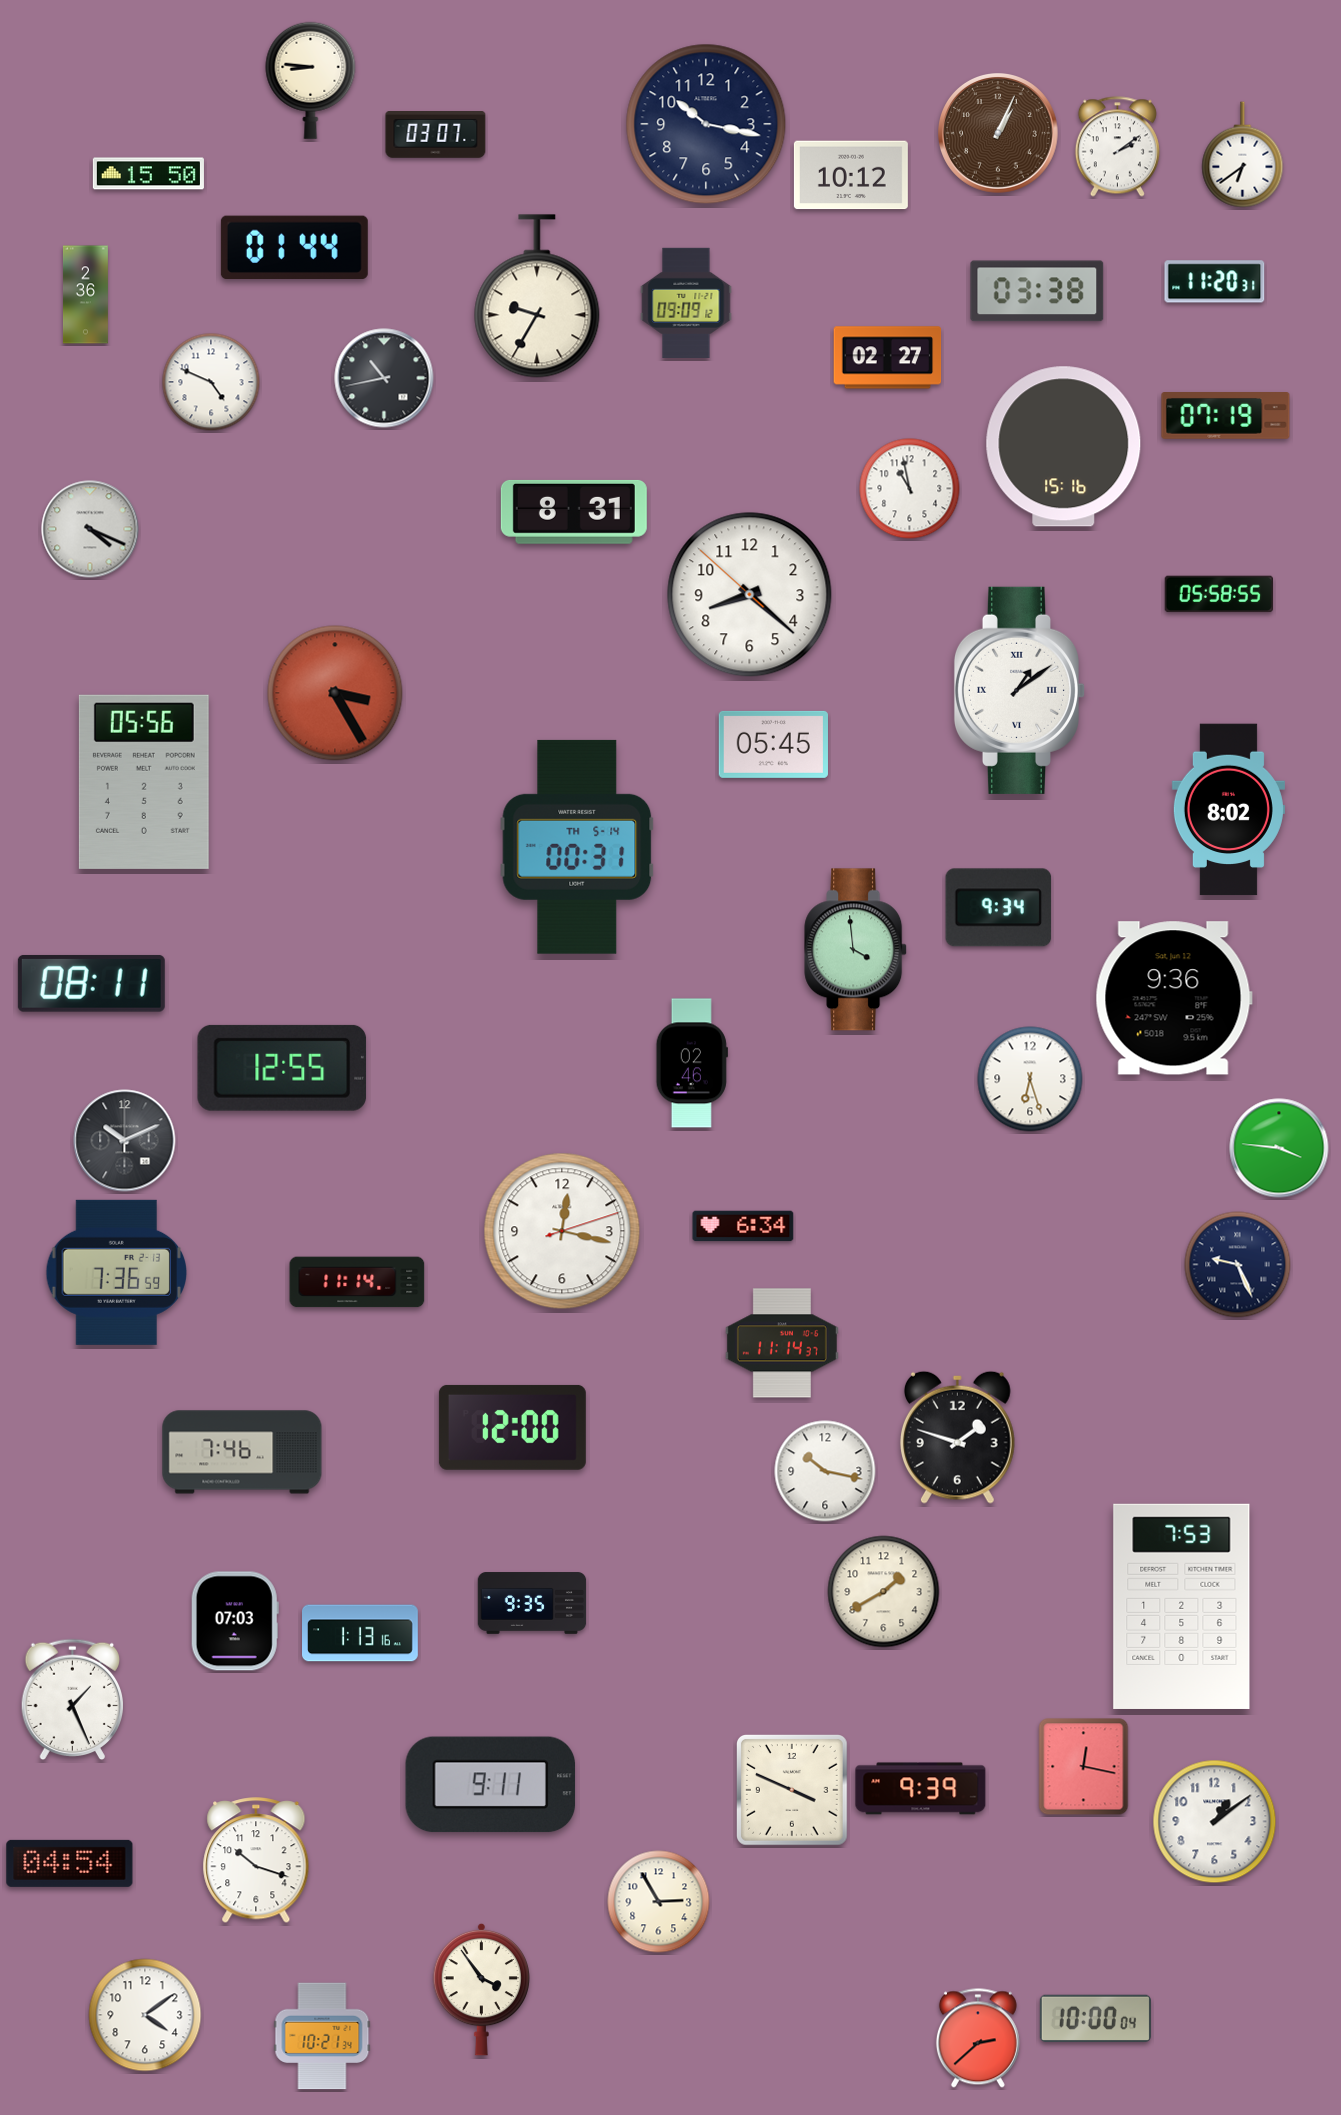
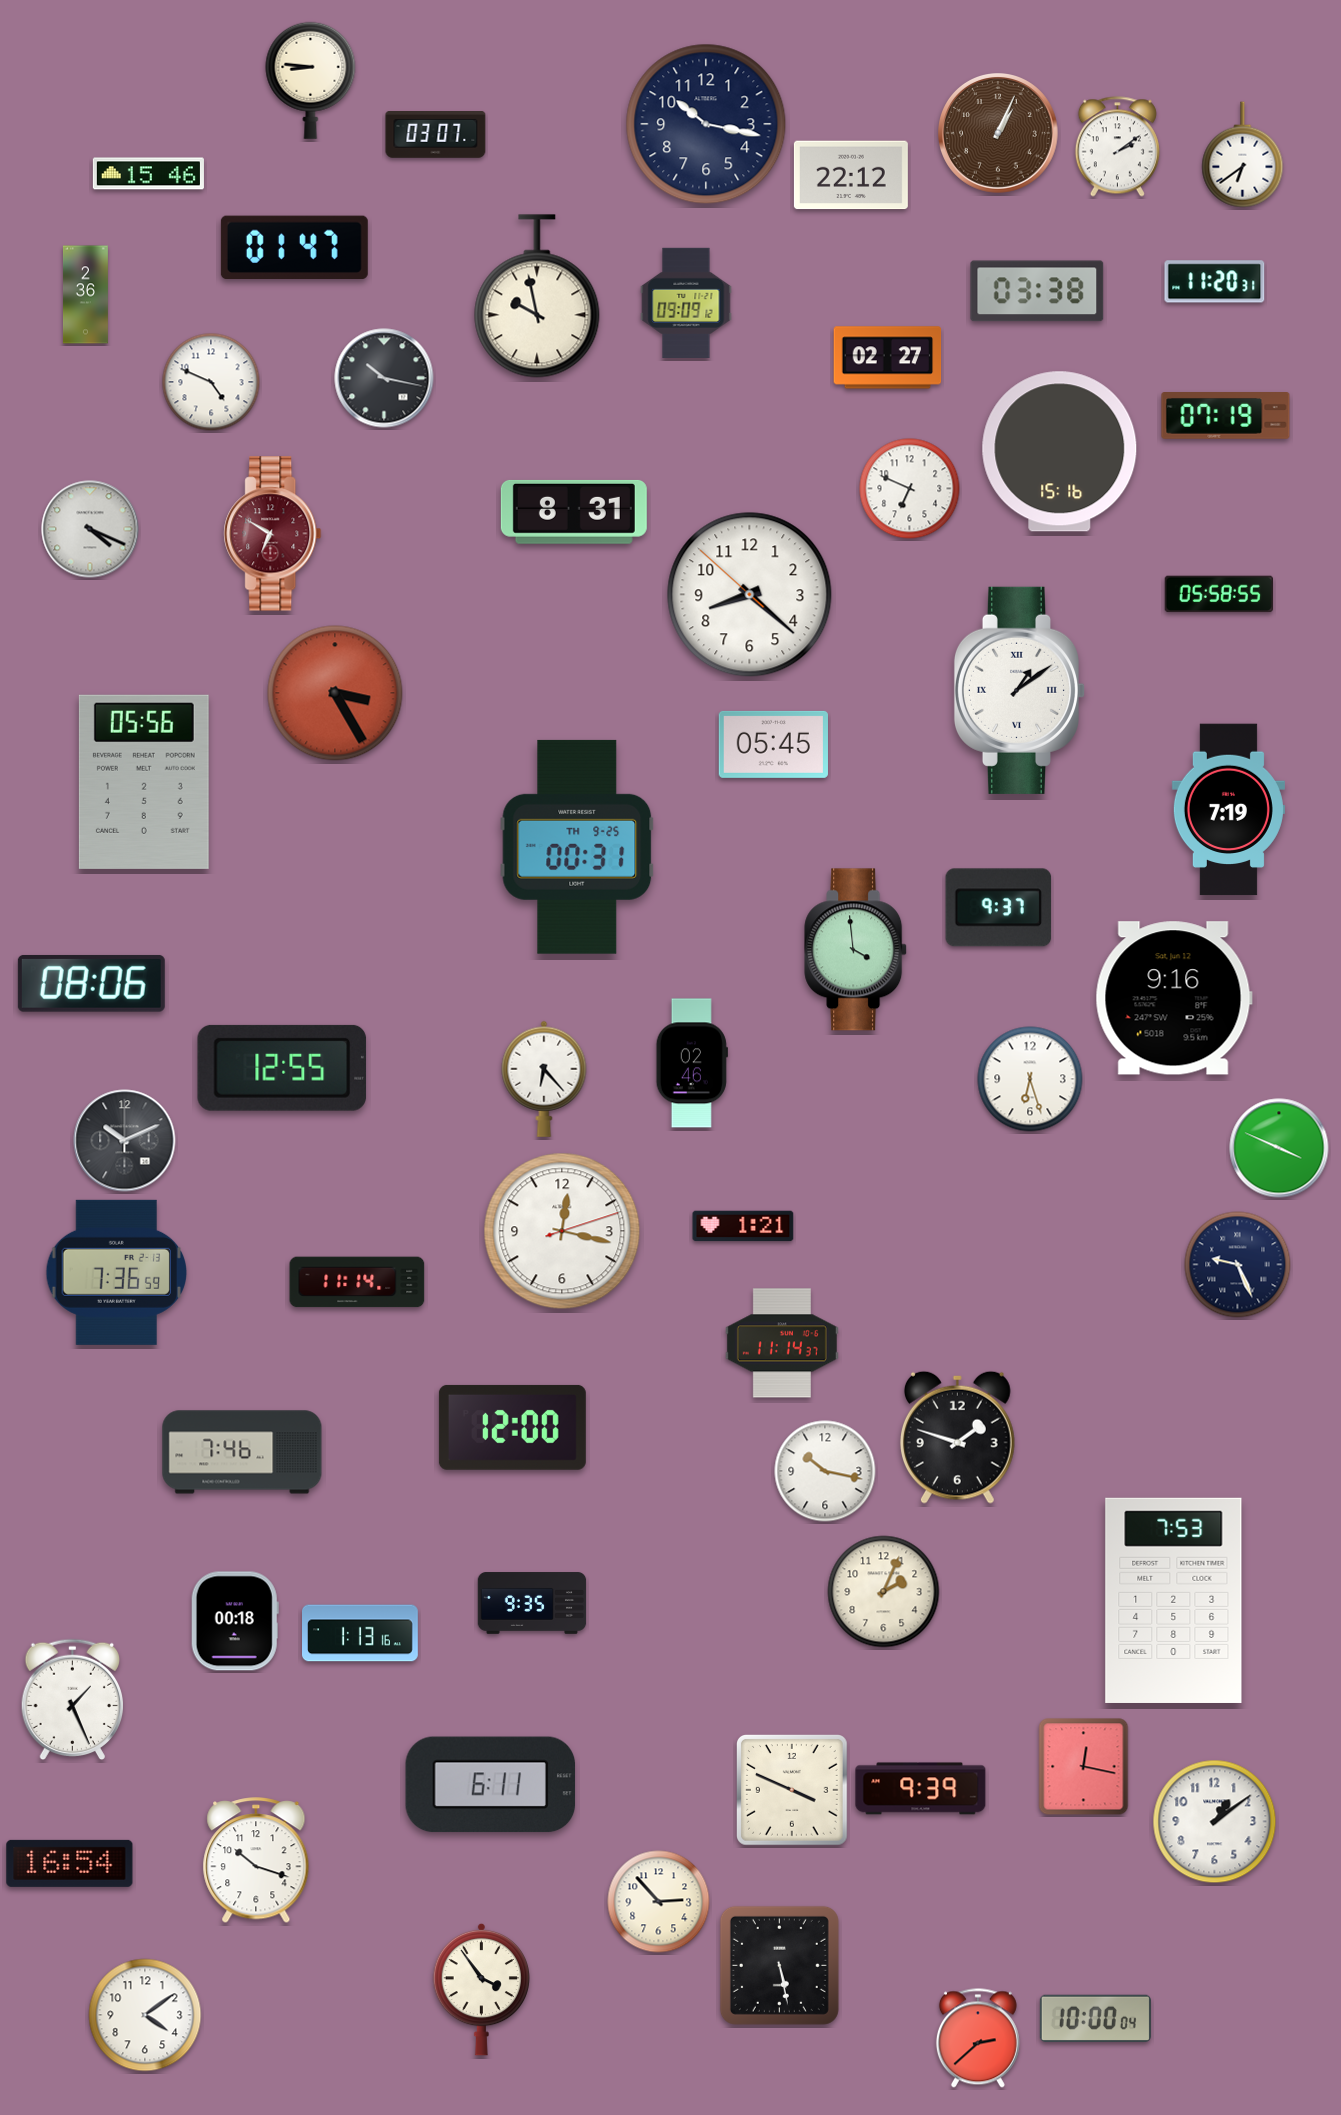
clock at (148, 174): 15:50 -> 15:46
clock at (851, 175): 10:12 -> 22:12
clock at (294, 247): 01:44 -> 01:47
clock at (537, 296): 9:35 -> 9:58
clock at (384, 378): 10:43 -> 10:17
clock at (1064, 447) position: (1064, 447) -> (1060, 452)
clock at (910, 489): 10:58 -> 6:49
clock at (273, 534): none -> 6:50
clock at (1228, 810): 8:02 -> 7:19
clock at (577, 847) date: TH 5-14 -> TH 9-25
clock at (999, 908): 9:34 -> 9:37
clock at (91, 983): 08:11 -> 08:06
clock at (1174, 998): 9:36 -> 9:16
clock at (544, 1079): none -> 6:23
clock at (1279, 1148): 3:46 -> 3:49
clock at (743, 1226): 6:34 -> 1:21
clock at (884, 1592): 1:40 -> 2:04
clock at (1182, 1606) position: (1182, 1606) -> (1174, 1600)
clock at (235, 1621): 07:03 -> 00:18
clock at (491, 1785): 9:11 -> 6:11
clock at (70, 1863): 04:54 -> 16:54
clock at (659, 1902): 2:55 -> 2:53
clock at (779, 1965): none -> 5:28
clock at (322, 2036): 10:21 -> none
